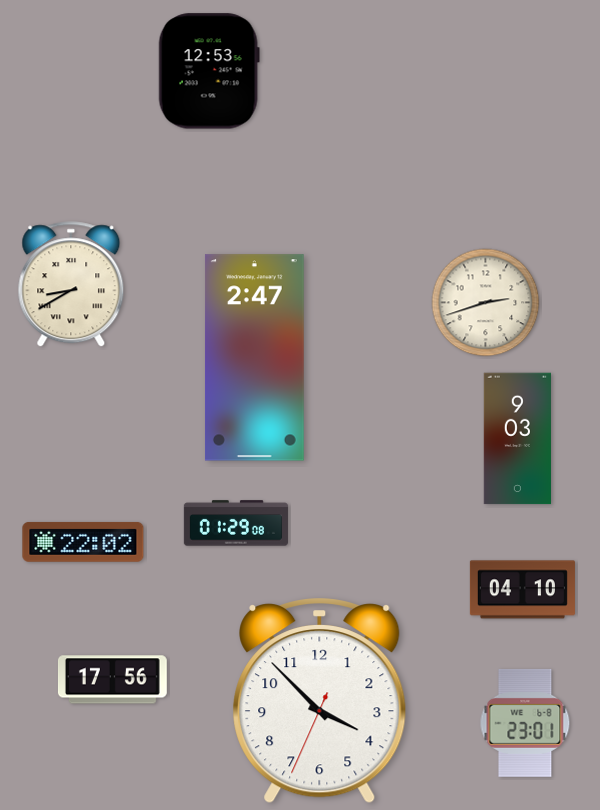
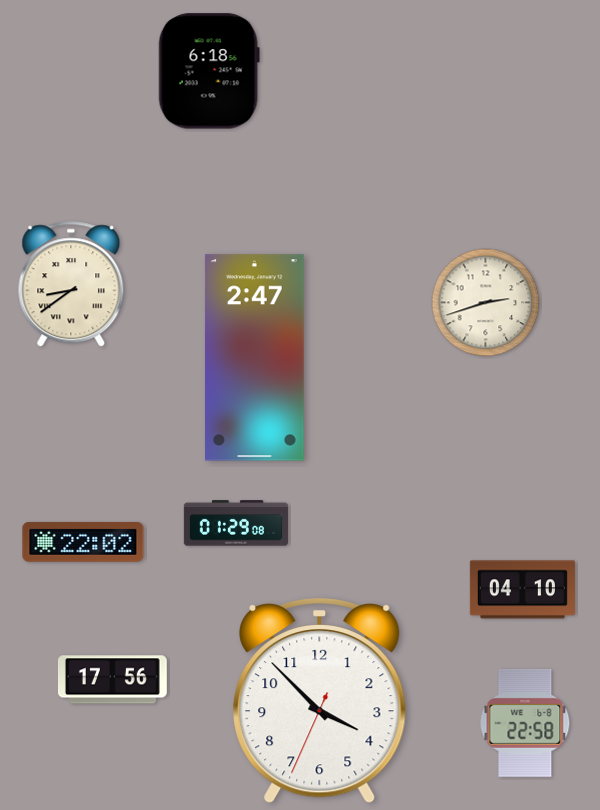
clock at (209, 71): 12:53 -> 6:18
clock at (71, 285): 8:40 -> 8:39
clock at (517, 439): 9:03 -> none
clock at (525, 723): 23:01 -> 22:58
